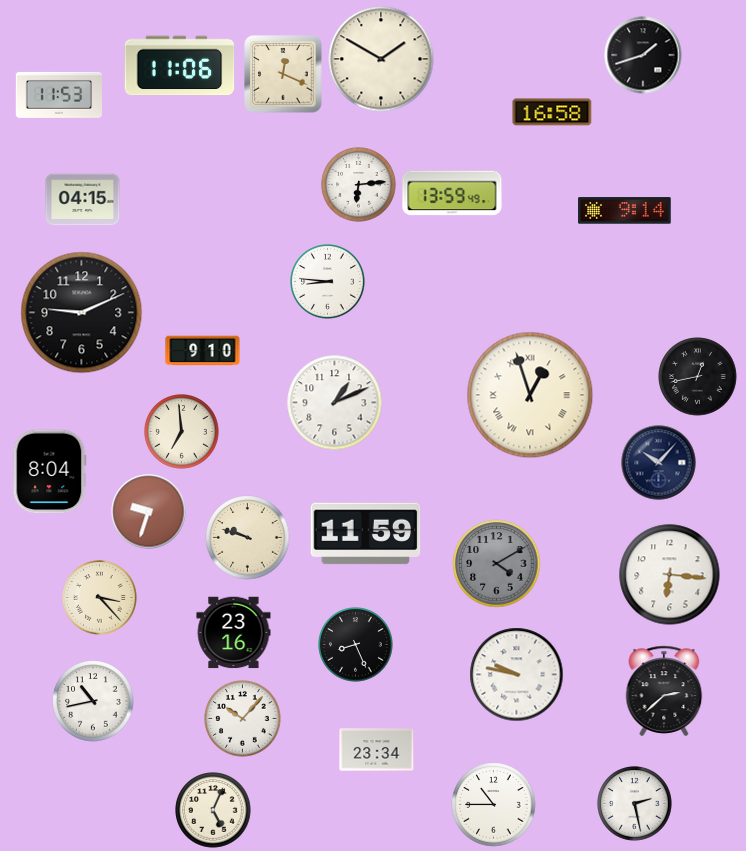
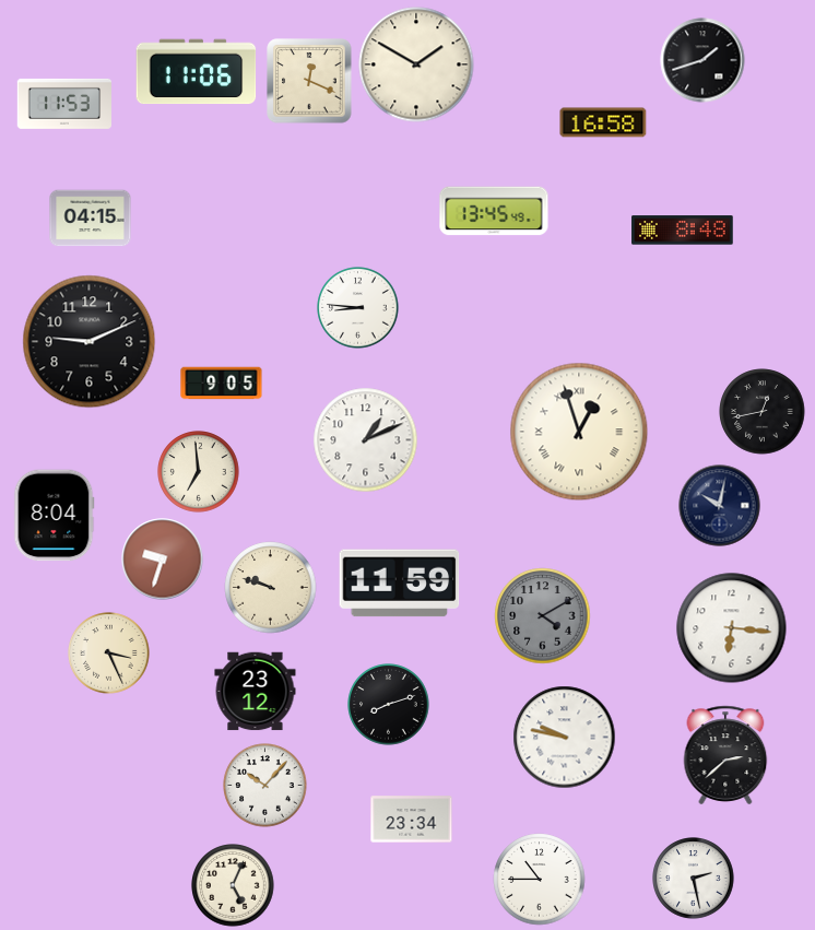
clock at (359, 185): 6:14 -> none
clock at (452, 193): 13:59 -> 13:45
clock at (625, 211): 9:14 -> 8:48
clock at (203, 351): 9:10 -> 9:05
clock at (659, 463): 10:07 -> 10:02
clock at (100, 598): 3:23 -> 3:26
clock at (234, 633): 23:16 -> 23:12
clock at (356, 645): 8:26 -> 8:12
clock at (93, 701): 10:43 -> none
